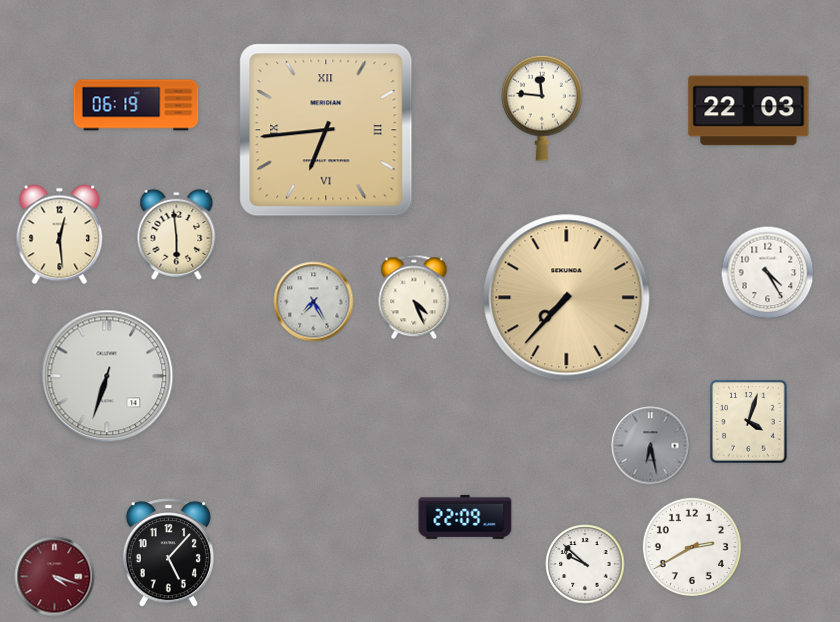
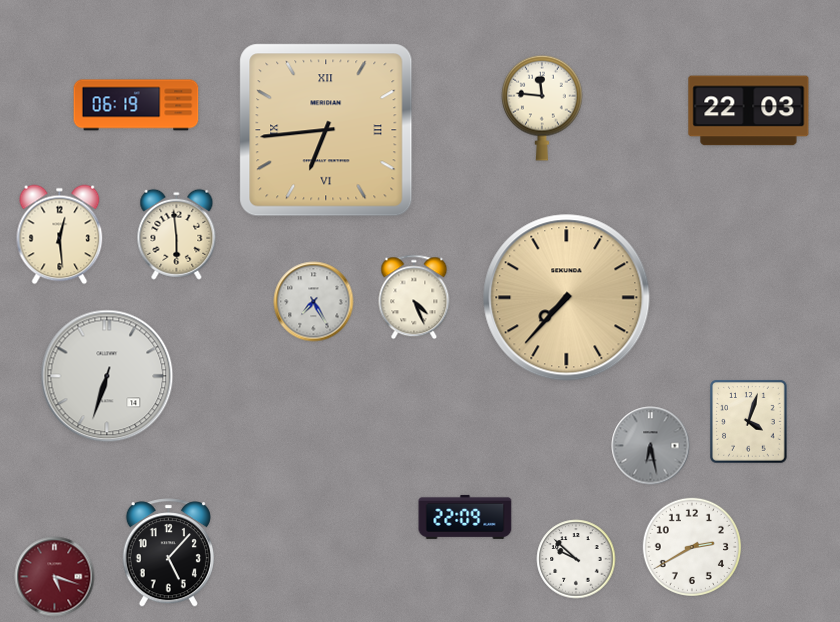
clock at (768, 273): 4:25 -> none
clock at (585, 564) position: (585, 564) -> (576, 559)
clock at (55, 577): 4:18 -> 5:18
